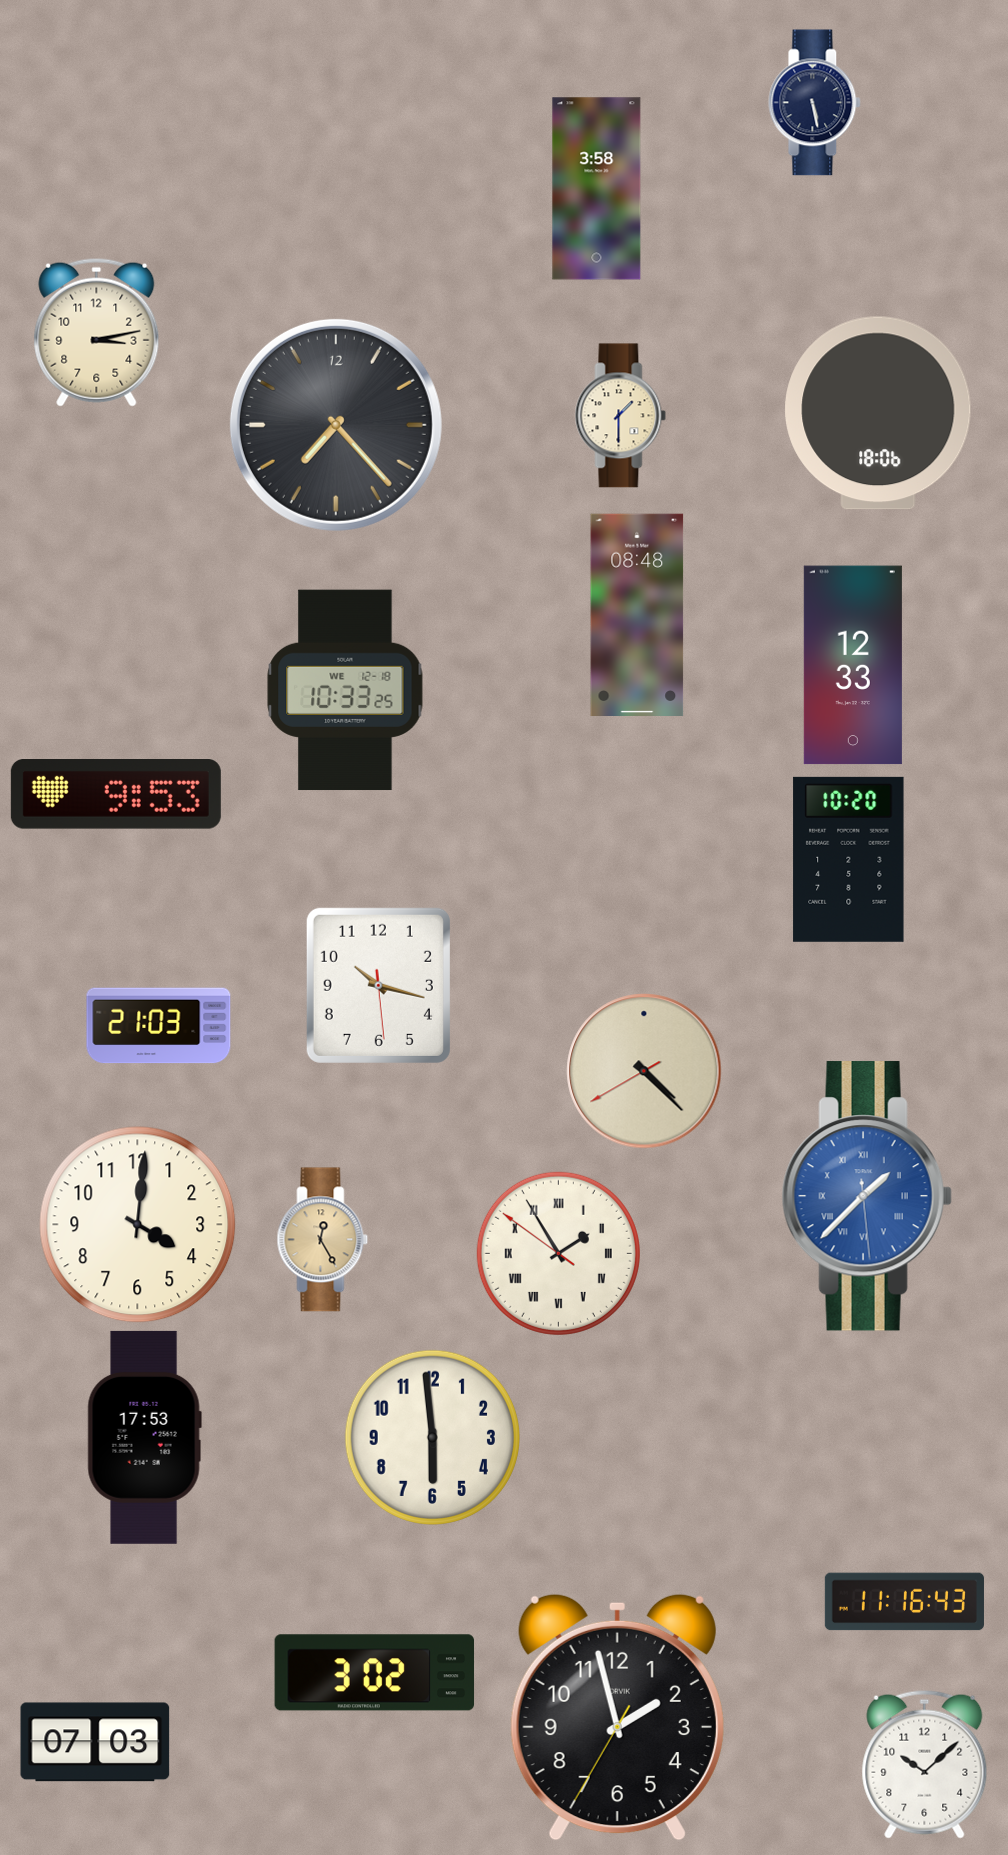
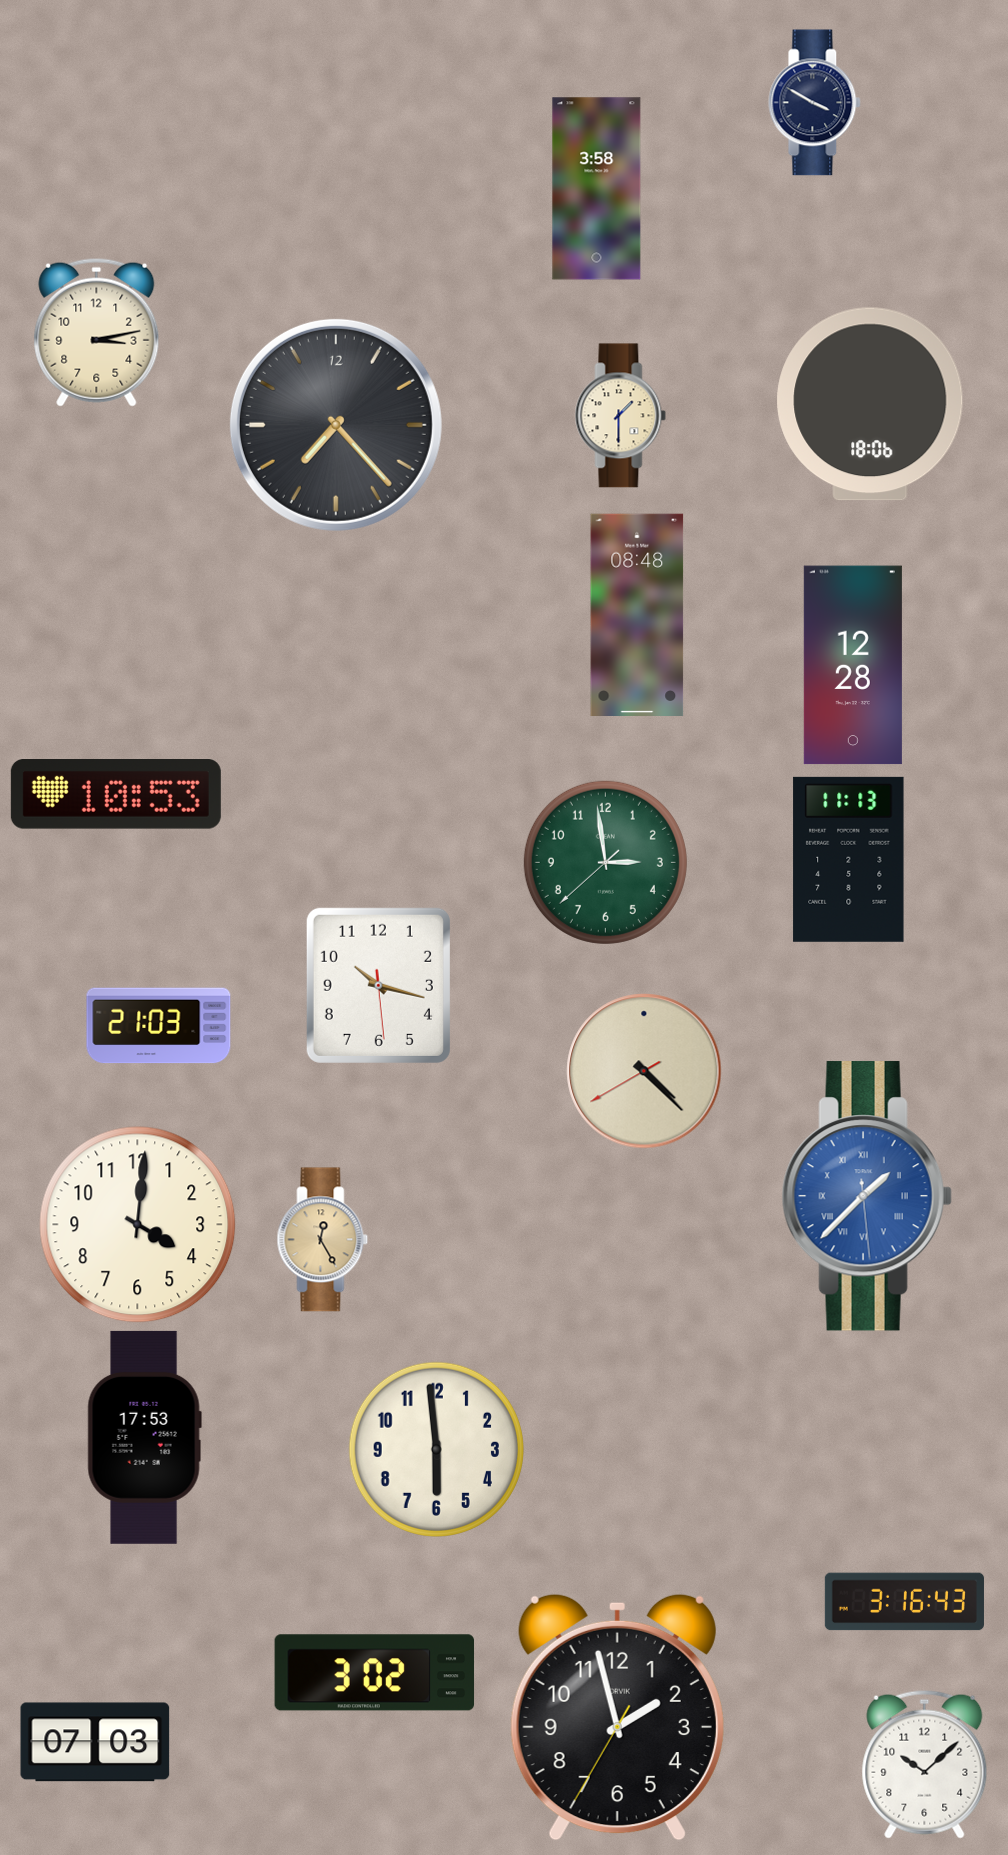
clock at (815, 103): 5:28 -> 3:50
clock at (878, 413) position: (878, 413) -> (870, 404)
clock at (853, 665): 12:33 -> 12:28
clock at (345, 690): 10:33 -> none
clock at (116, 795): 9:53 -> 10:53
clock at (849, 859): 10:20 -> 11:13
clock at (605, 862): none -> 2:58
clock at (558, 1253): 1:54 -> none
clock at (432, 1437) position: (432, 1437) -> (436, 1449)
clock at (904, 1602): 11:16 -> 3:16
